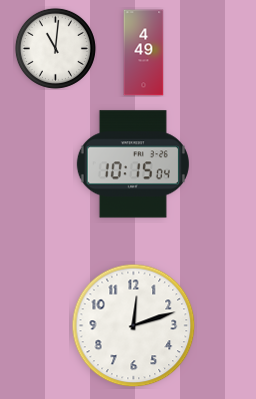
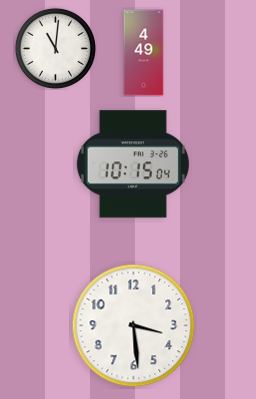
clock at (134, 326): 12:12 -> 3:29
